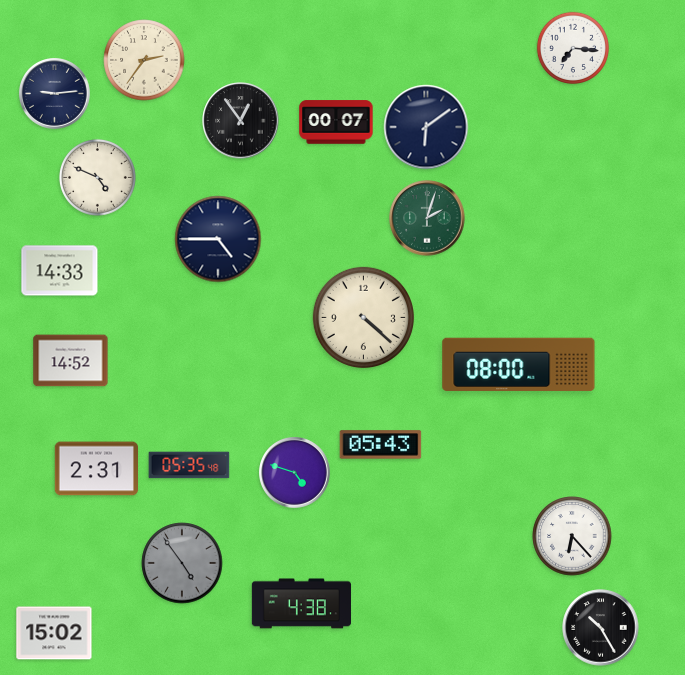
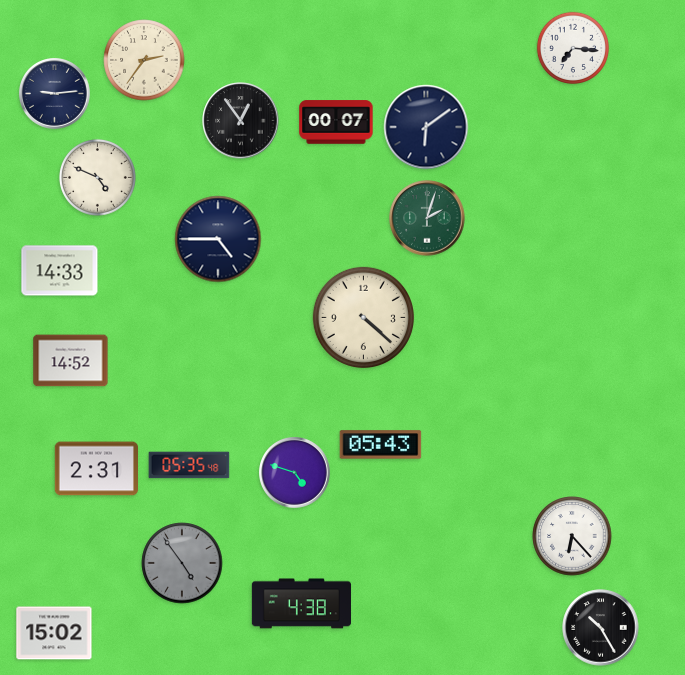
clock at (519, 364): 08:00 -> none
